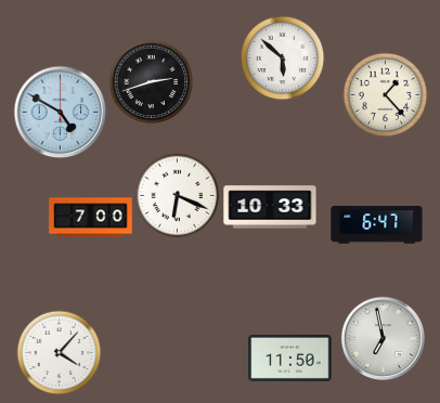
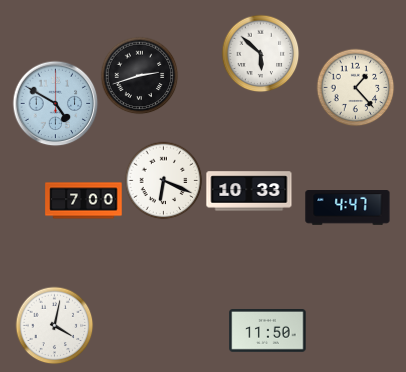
clock at (377, 225): 6:47 -> 4:47
clock at (383, 338): 6:58 -> none
clock at (59, 352): 4:07 -> 4:02
